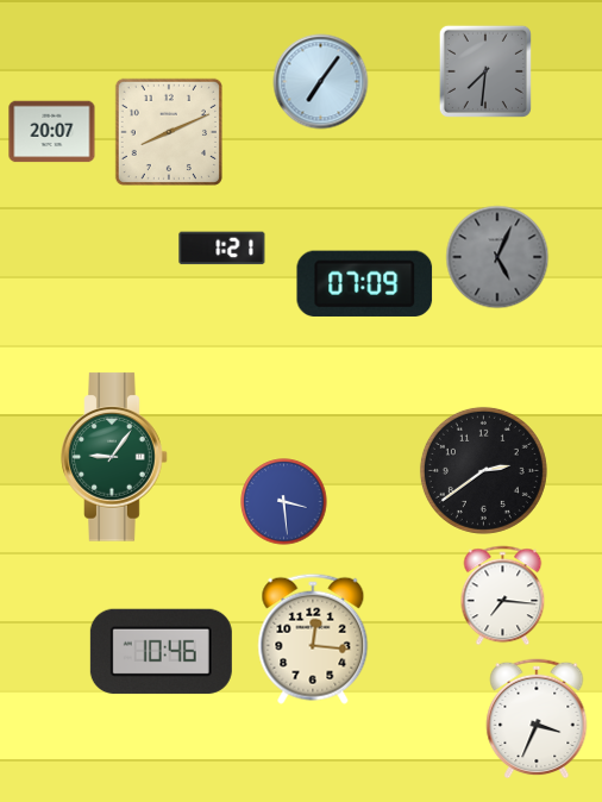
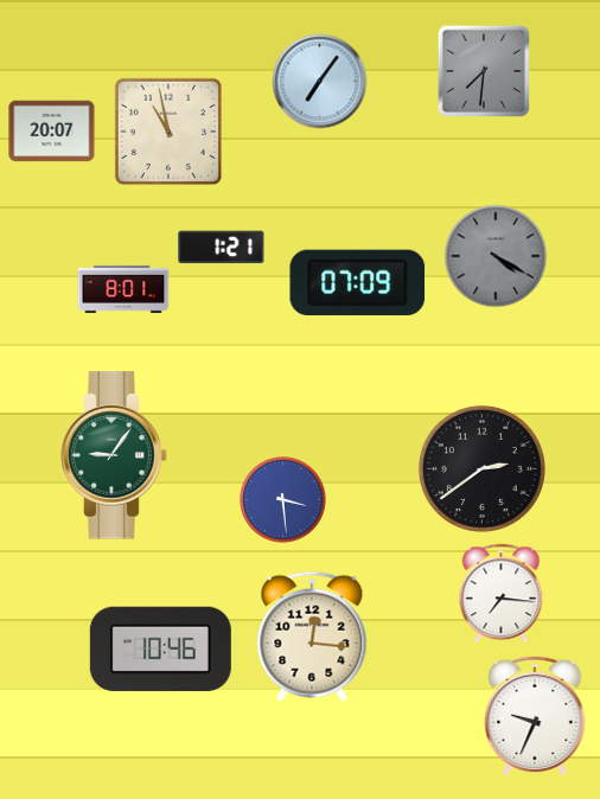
clock at (169, 132): 8:11 -> 10:58
clock at (497, 257): 5:04 -> 4:20
clock at (365, 283) position: (365, 283) -> (358, 282)
clock at (123, 289): none -> 8:01
clock at (537, 719): 3:34 -> 9:34
